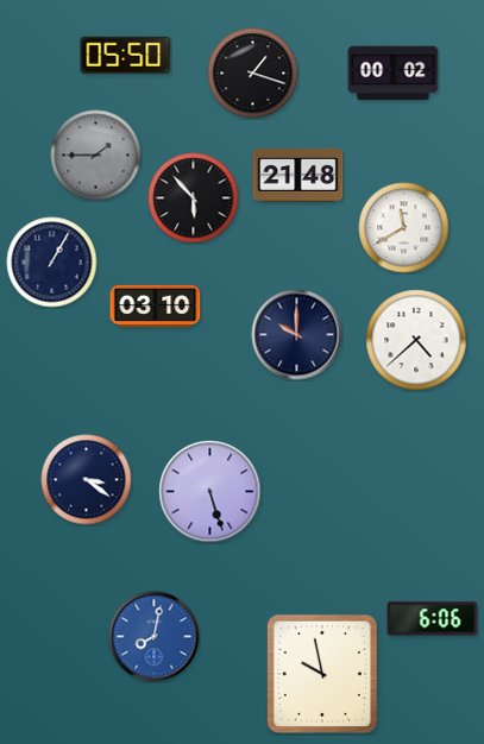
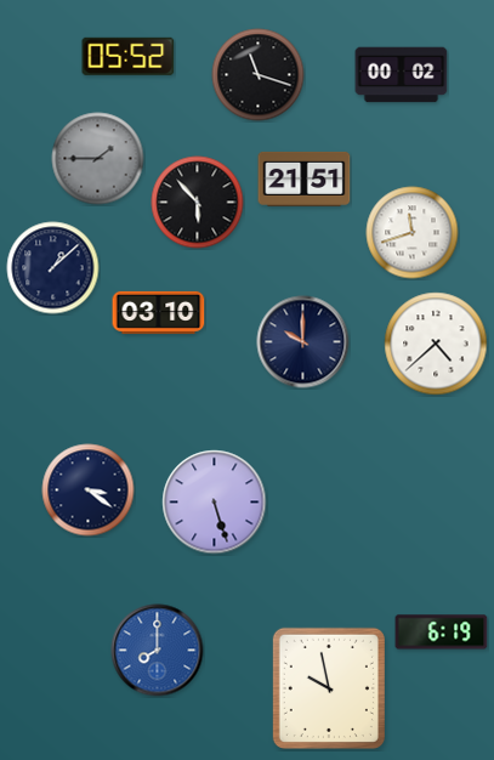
clock at (126, 55): 05:50 -> 05:52
clock at (253, 74): 1:18 -> 11:18
clock at (298, 175): 21:48 -> 21:51
clock at (404, 228): 11:40 -> 11:42
clock at (52, 263): 1:05 -> 1:08
clock at (416, 340) position: (416, 340) -> (436, 344)
clock at (433, 619): 6:06 -> 6:19
clock at (155, 637): 8:02 -> 8:00
